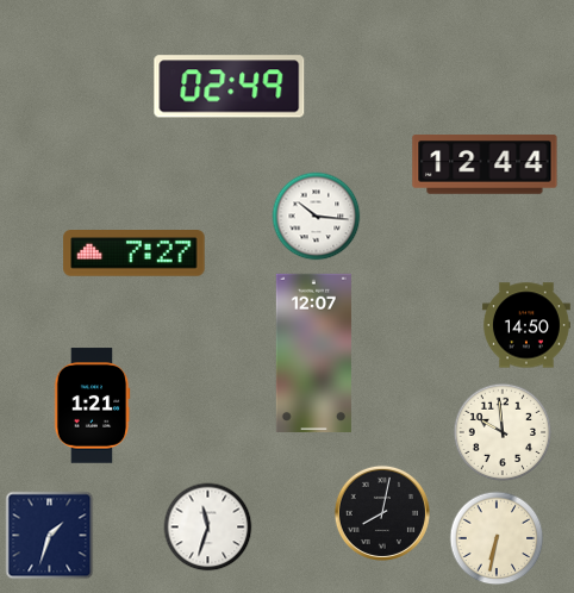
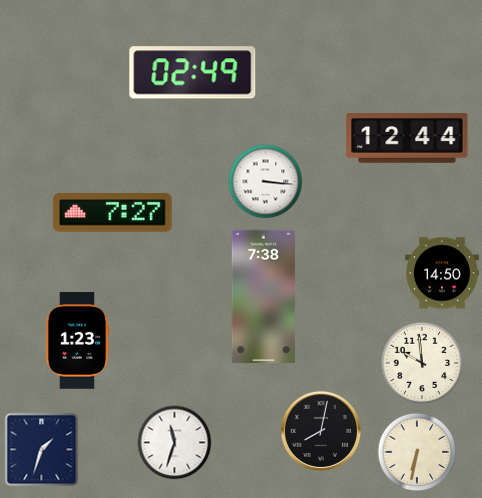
clock at (317, 217): 10:16 -> 3:16
clock at (313, 352): 12:07 -> 7:38
clock at (92, 406): 1:21 -> 1:23
